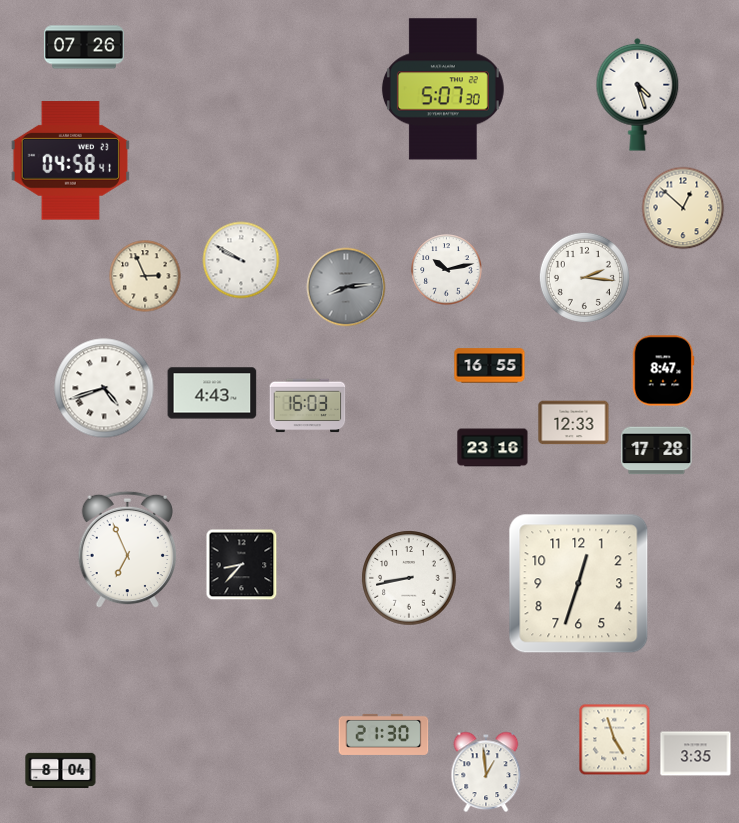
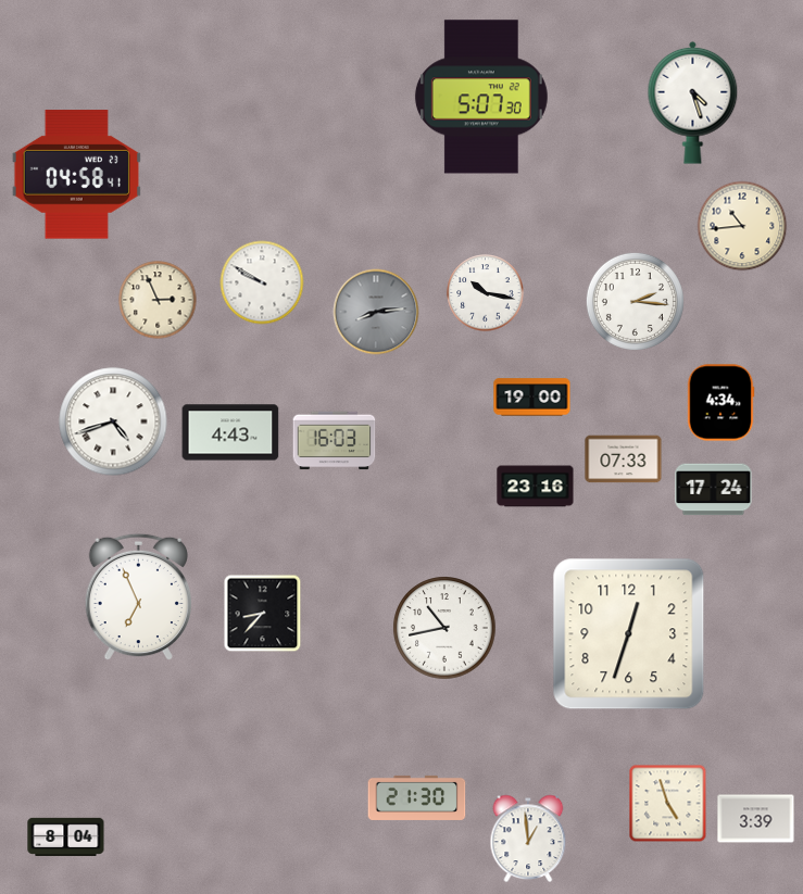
clock at (85, 47): 07:26 -> none
clock at (683, 208): 12:52 -> 10:44
clock at (447, 270): 10:13 -> 10:17
clock at (490, 366): 16:55 -> 19:00
clock at (663, 371): 8:47 -> 4:34
clock at (212, 393) position: (212, 393) -> (230, 432)
clock at (574, 423): 12:33 -> 07:33
clock at (657, 451): 17:28 -> 17:24
clock at (409, 578): 8:43 -> 10:43
clock at (696, 754): 3:35 -> 3:39
